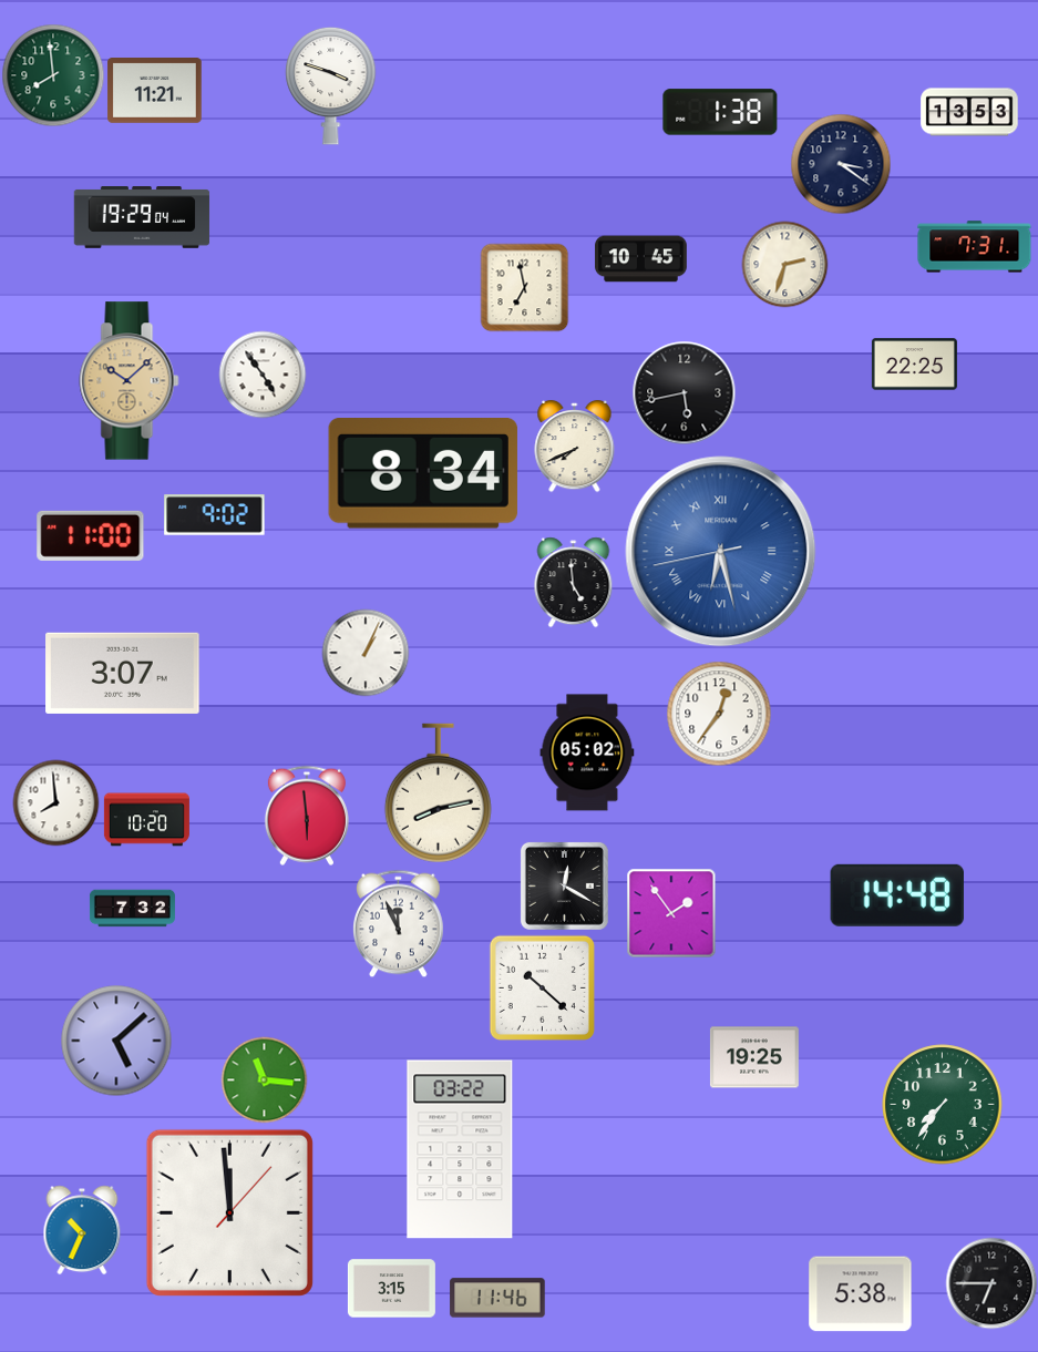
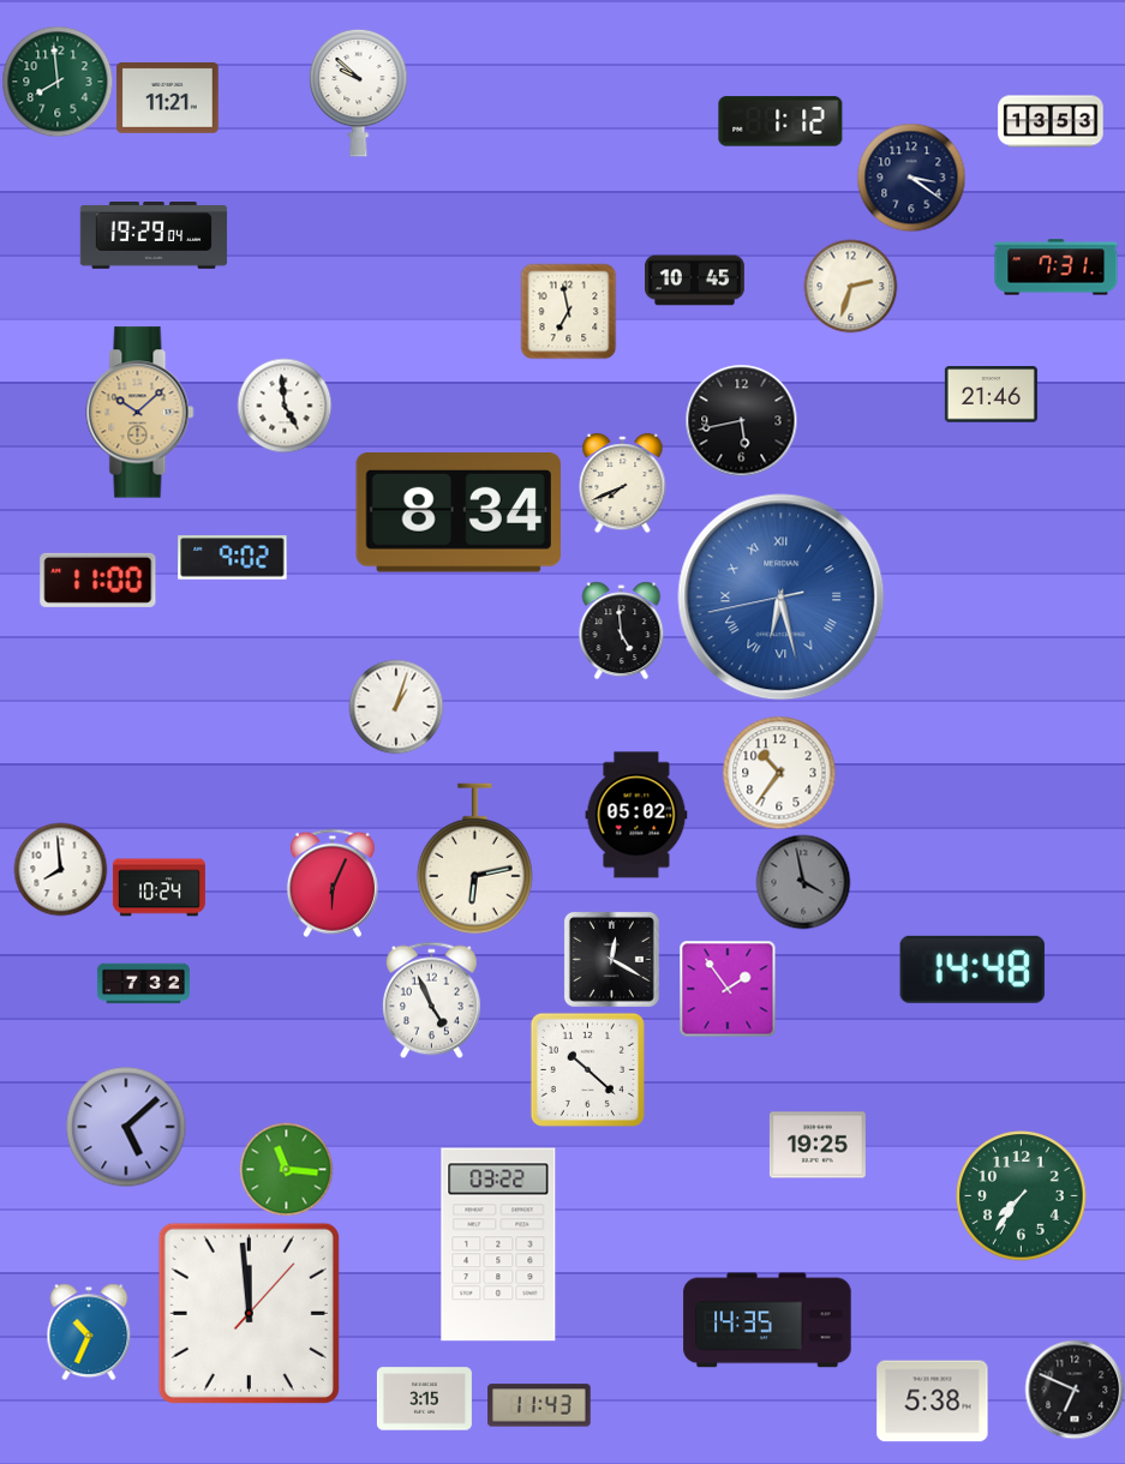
clock at (331, 85): 3:48 -> 9:52
clock at (720, 112): 1:38 -> 1:12
clock at (914, 365): 22:25 -> 21:46
clock at (263, 375): 4:54 -> 4:59
clock at (684, 392) position: (684, 392) -> (741, 420)
clock at (366, 653): 1:04 -> 1:03
clock at (123, 673): 3:07 -> none
clock at (719, 714): 12:36 -> 10:36
clock at (438, 793): 8:13 -> 6:13
clock at (803, 882): none -> 3:58
clock at (307, 816): 5:59 -> 6:04
clock at (146, 820): 10:20 -> 10:24
clock at (399, 923): 11:56 -> 4:56
clock at (767, 1320): none -> 14:35
clock at (991, 1283): 6:45 -> 6:49
clock at (391, 1289) position: (391, 1289) -> (424, 1399)
clock at (497, 1298): 11:46 -> 11:43
